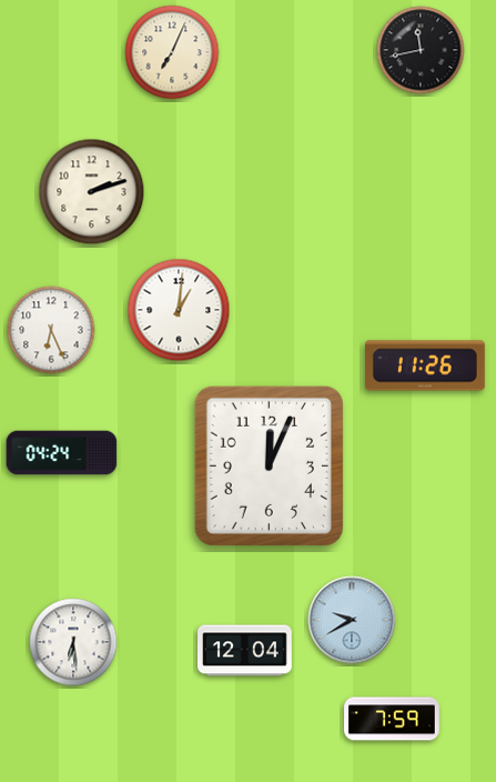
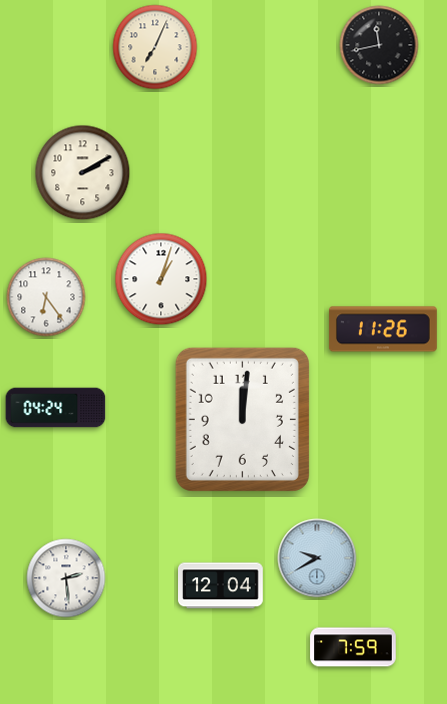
clock at (92, 192): 2:12 -> 2:10
clock at (179, 310): 1:01 -> 1:03
clock at (51, 330): 6:26 -> 6:24
clock at (269, 465): 12:04 -> 12:01
clock at (73, 642): 6:29 -> 2:29
